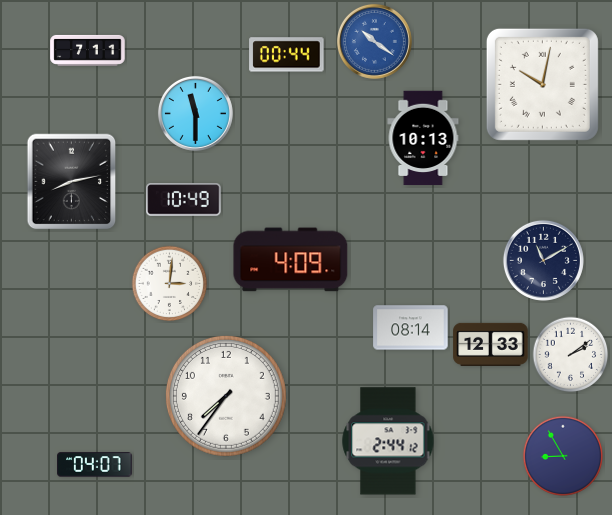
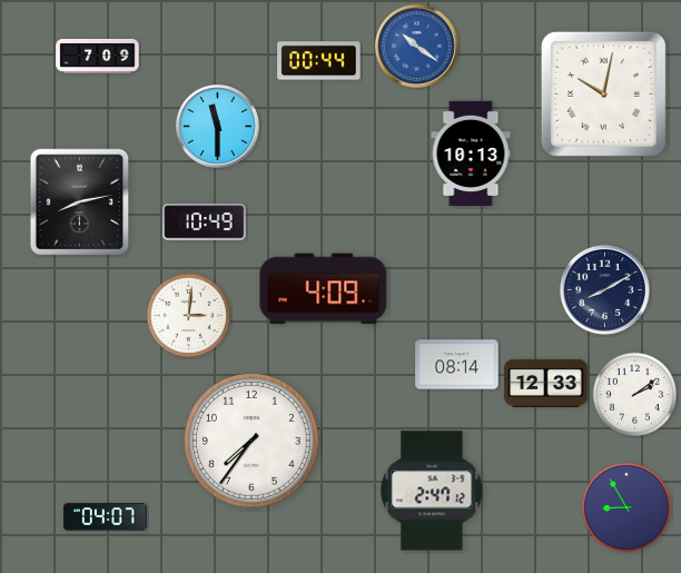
clock at (88, 50): 7:11 -> 7:09
clock at (543, 260): 11:10 -> 8:10
clock at (388, 441): 2:44 -> 2:47
